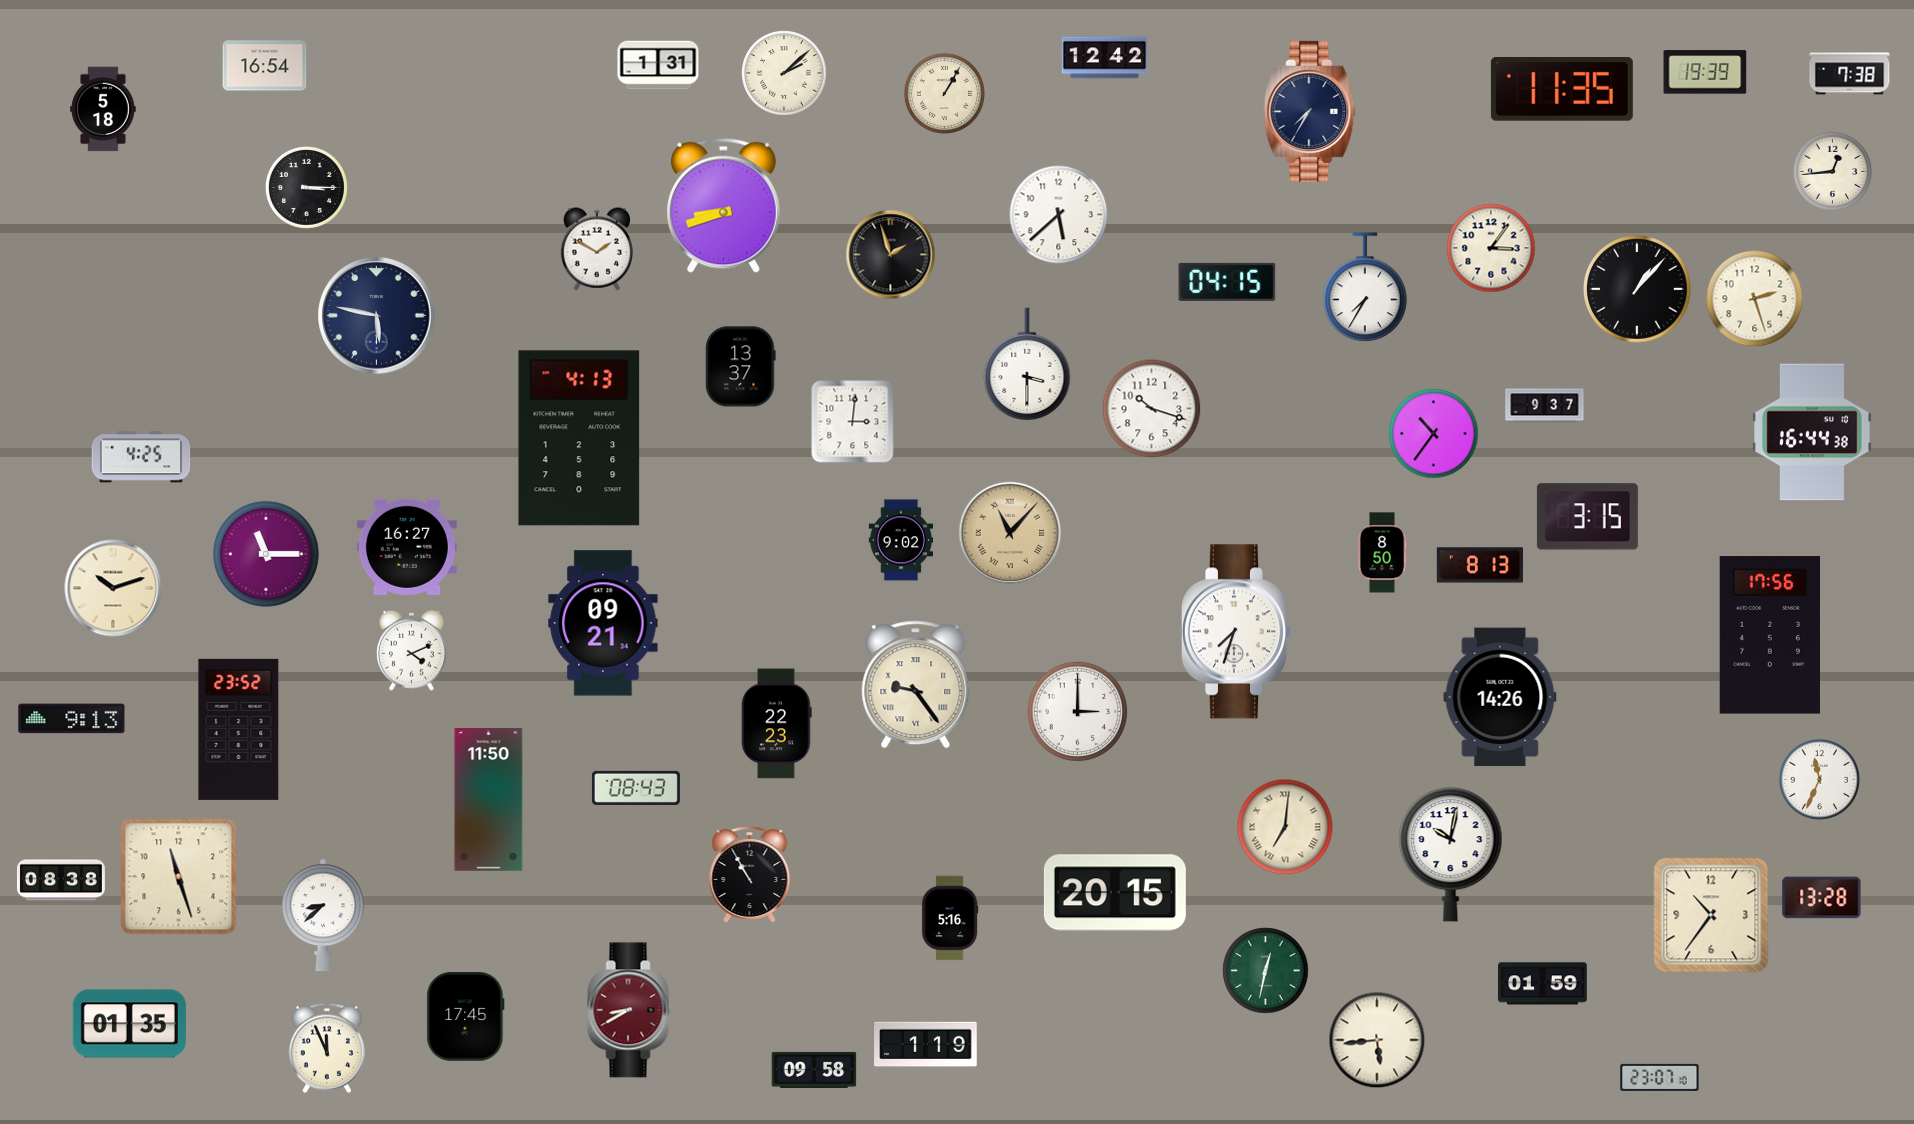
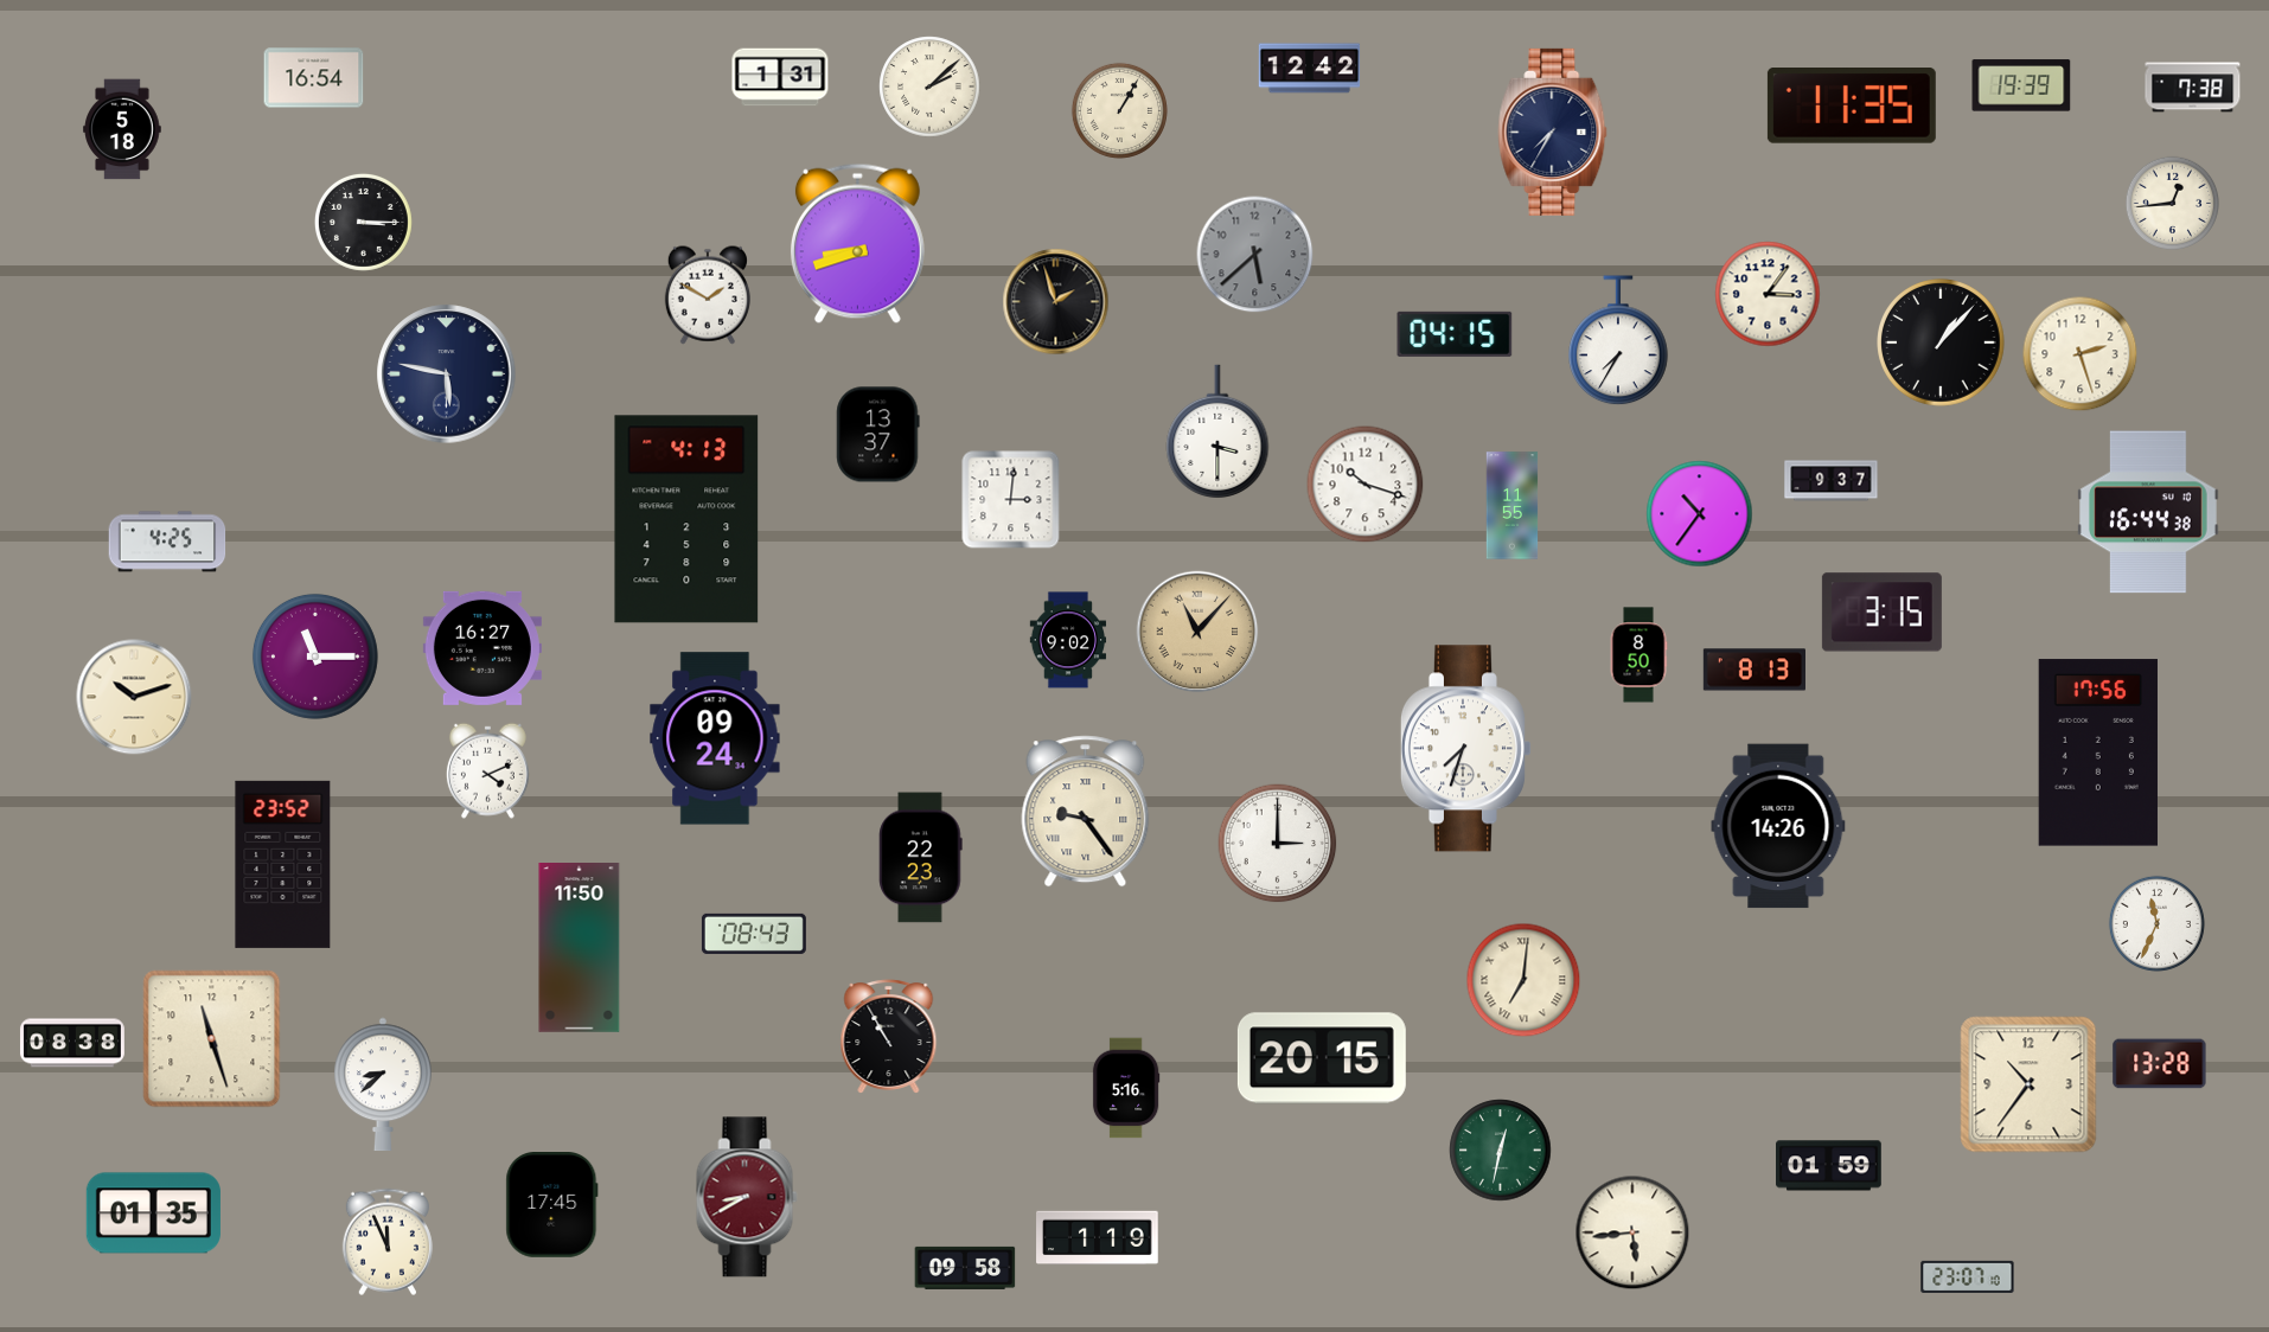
clock at (1059, 215) dial: white -> grey
clock at (1513, 506): none -> 11:55
clock at (603, 623): 09:21 -> 09:24
clock at (72, 719): 9:13 -> none
clock at (1451, 855): 10:02 -> none
